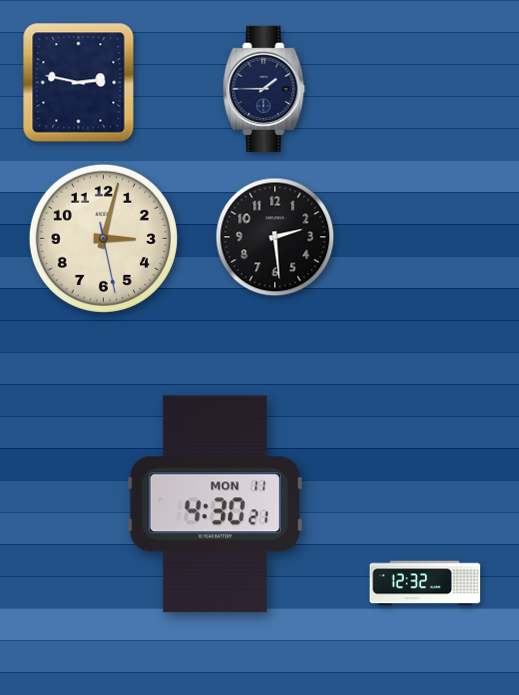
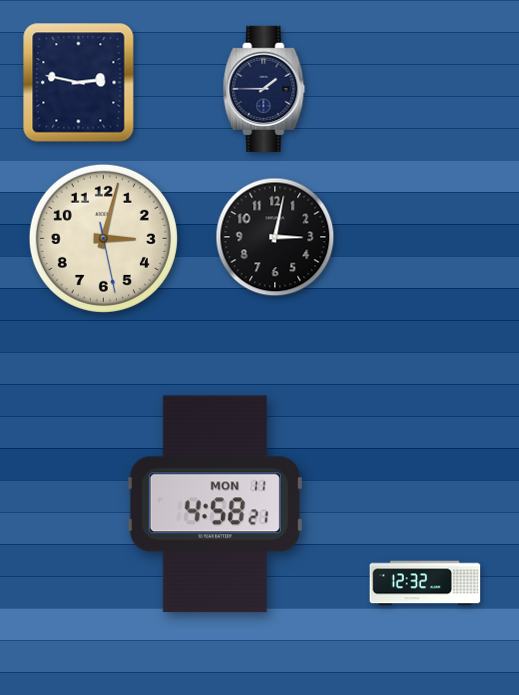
clock at (275, 237): 2:29 -> 3:02
clock at (215, 504): 4:30 -> 4:58
